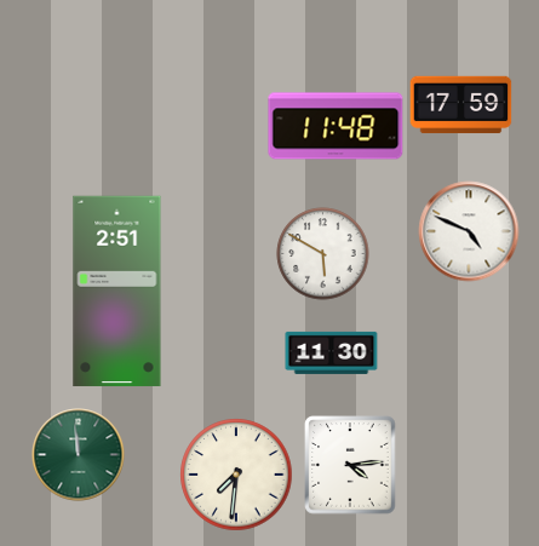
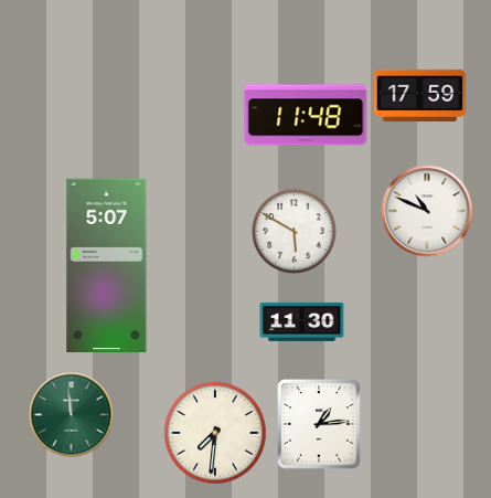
clock at (469, 231): 4:49 -> 10:49
clock at (117, 292): 2:51 -> 5:07
clock at (350, 465): 4:14 -> 1:14
